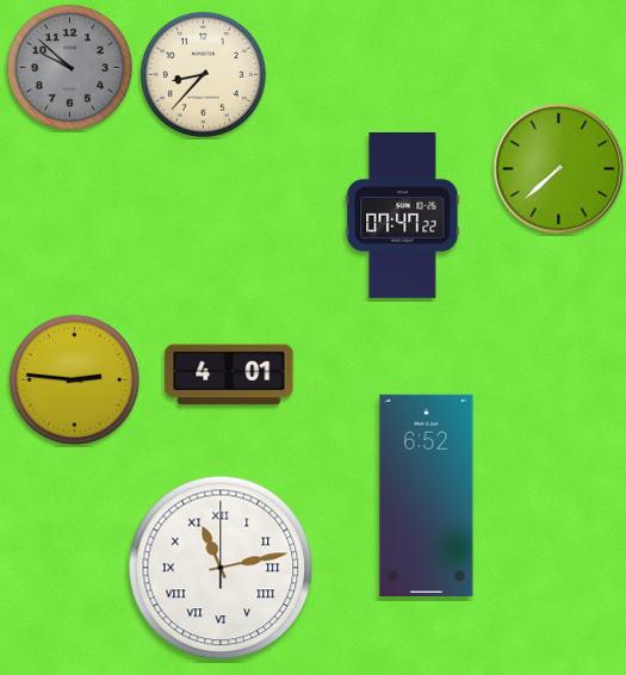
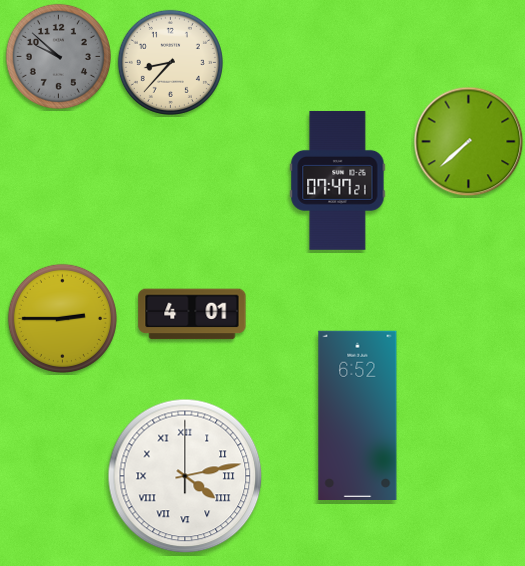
clock at (403, 215): 07:47:22 -> 07:47:21
clock at (74, 379): 2:46 -> 2:45
clock at (221, 568): 11:13 -> 4:13
